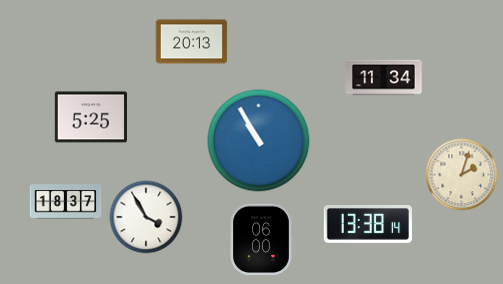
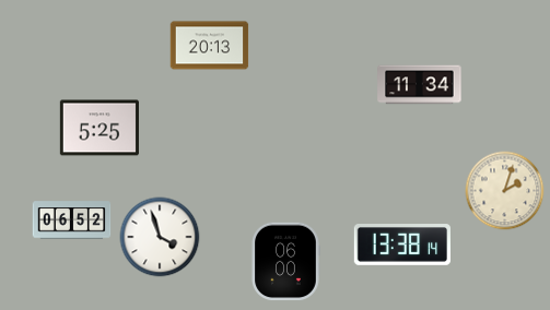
clock at (259, 141): 10:55 -> none
clock at (66, 202): 18:37 -> 06:52
clock at (146, 217): 3:55 -> 3:57
